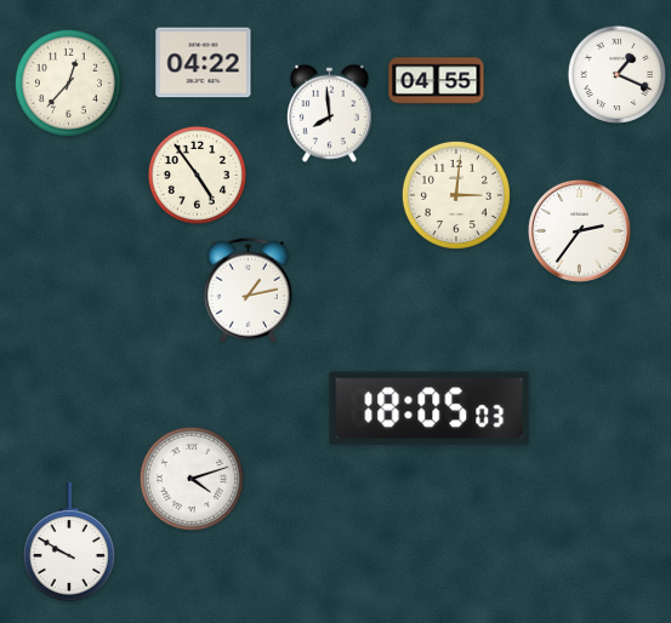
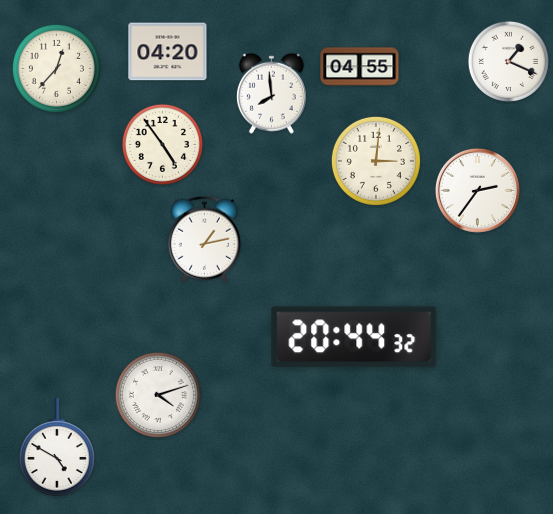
clock at (204, 63): 04:22 -> 04:20
clock at (430, 408): 18:05 -> 20:44
clock at (69, 543): 9:50 -> 4:50
